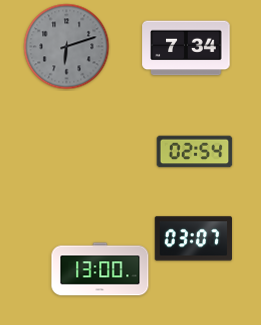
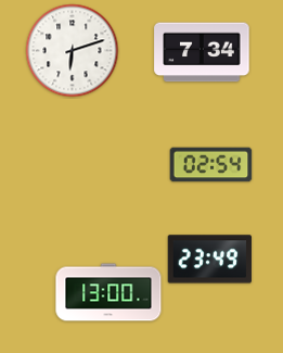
clock at (67, 47) dial: grey -> white
clock at (194, 239): 03:07 -> 23:49
